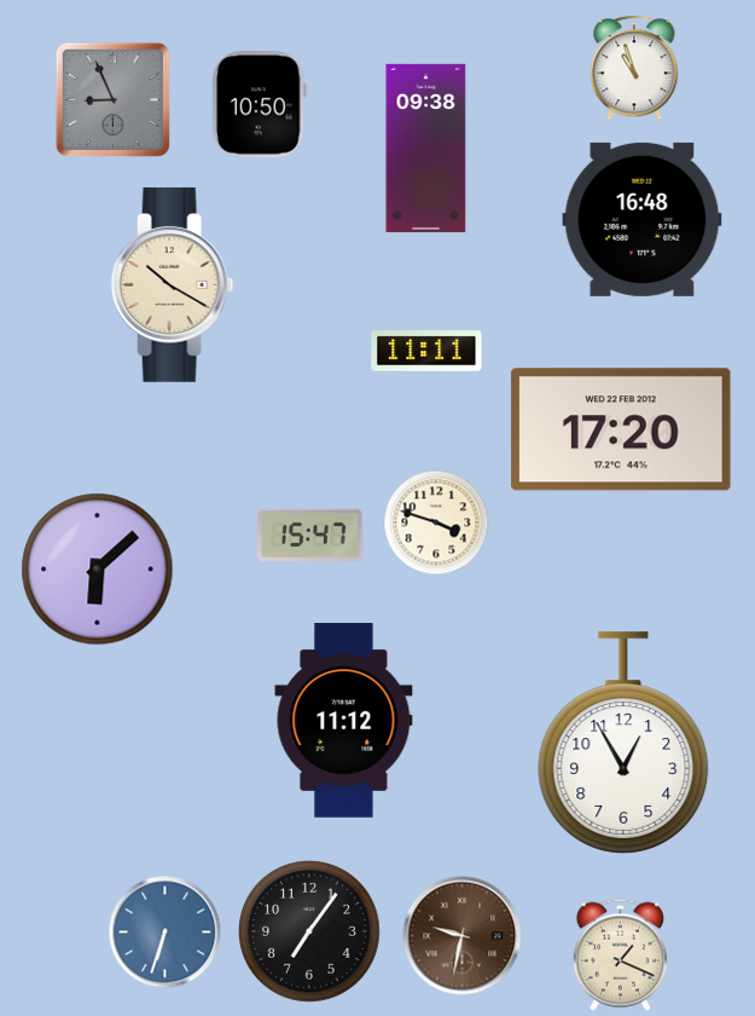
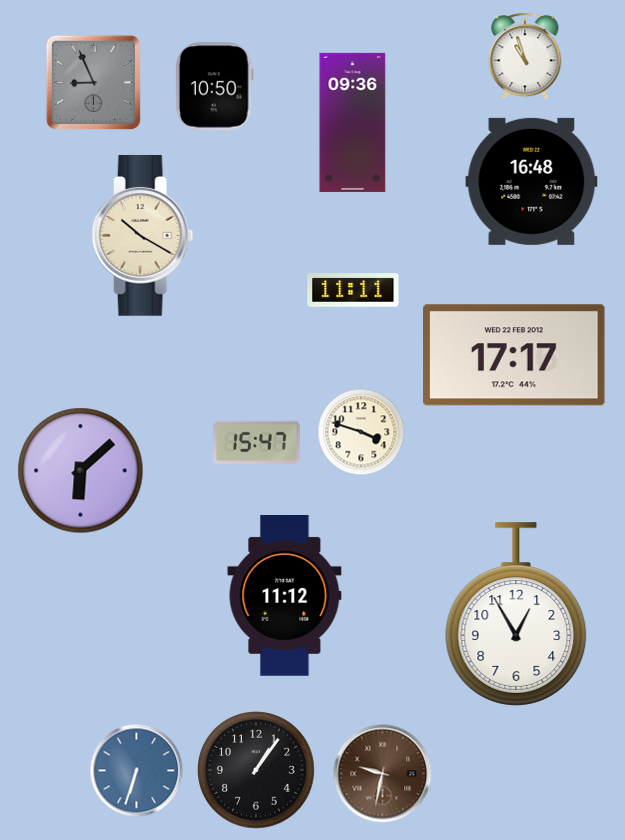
clock at (426, 148): 09:38 -> 09:36
clock at (621, 429): 17:20 -> 17:17
clock at (310, 933): 7:06 -> 1:06
clock at (620, 954): 1:19 -> none
